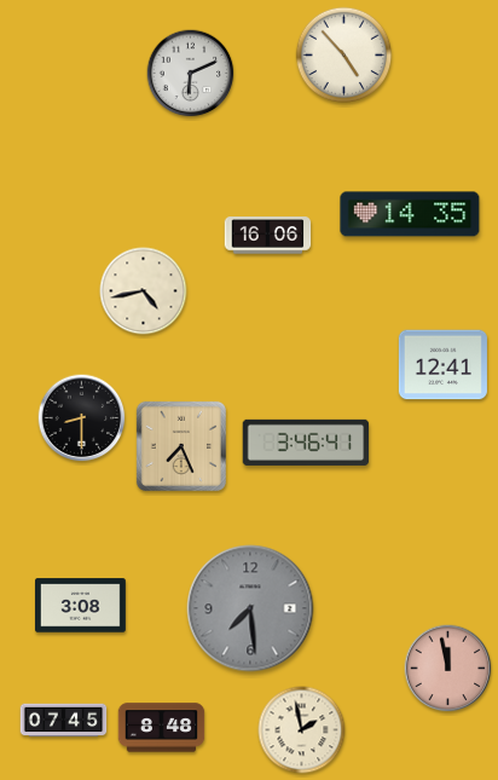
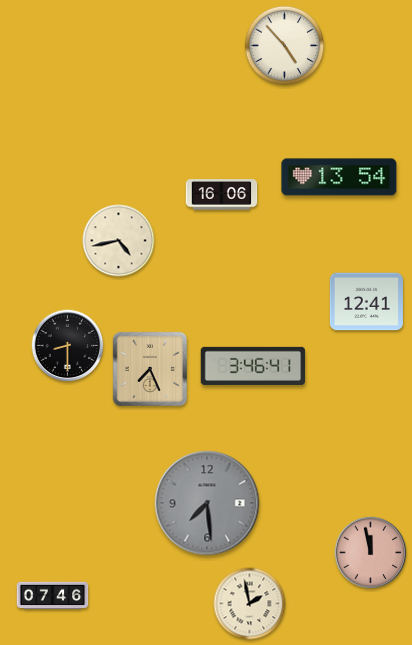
clock at (191, 74): 6:11 -> none
clock at (410, 214): 14:35 -> 13:54
clock at (81, 606): 3:08 -> none
clock at (64, 721): 07:45 -> 07:46
clock at (162, 728): 8:48 -> none
